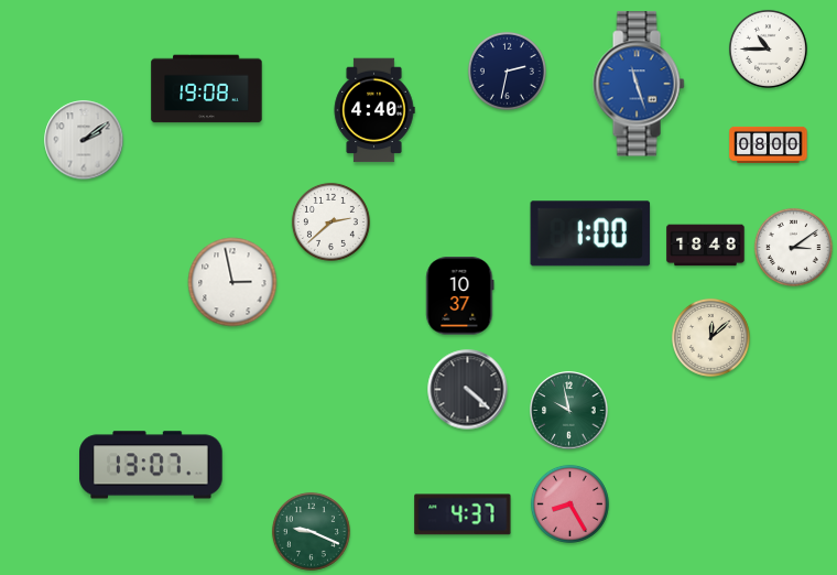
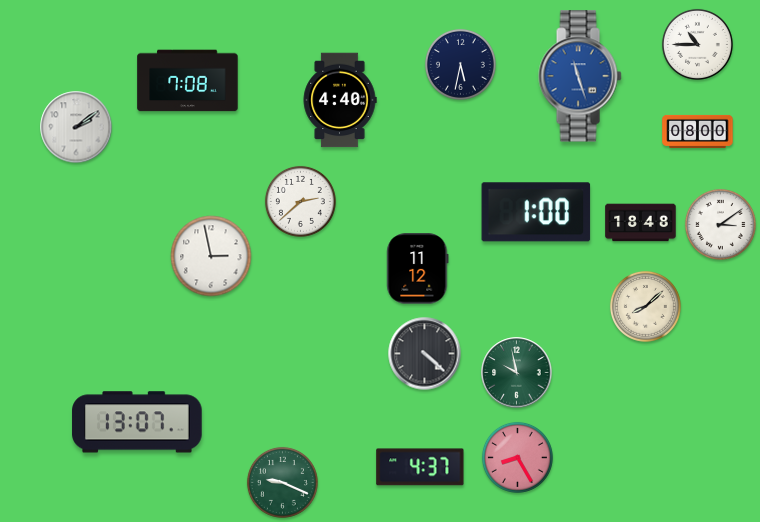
clock at (507, 70): 2:32 -> 5:32
clock at (207, 89): 19:08 -> 7:08
clock at (460, 296): 10:37 -> 11:12
clock at (710, 337): 12:08 -> 8:08
